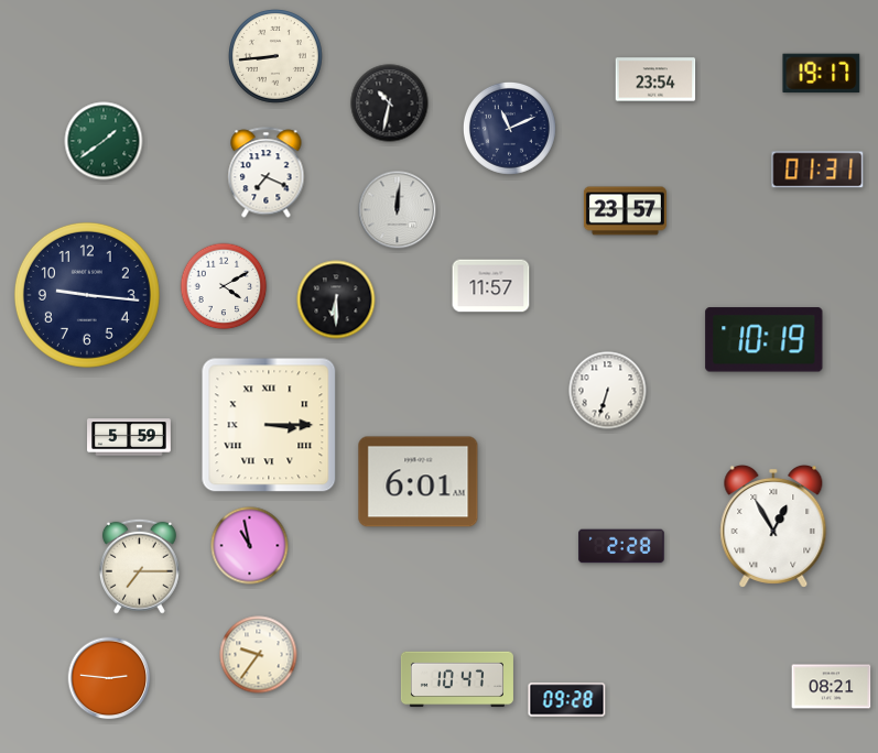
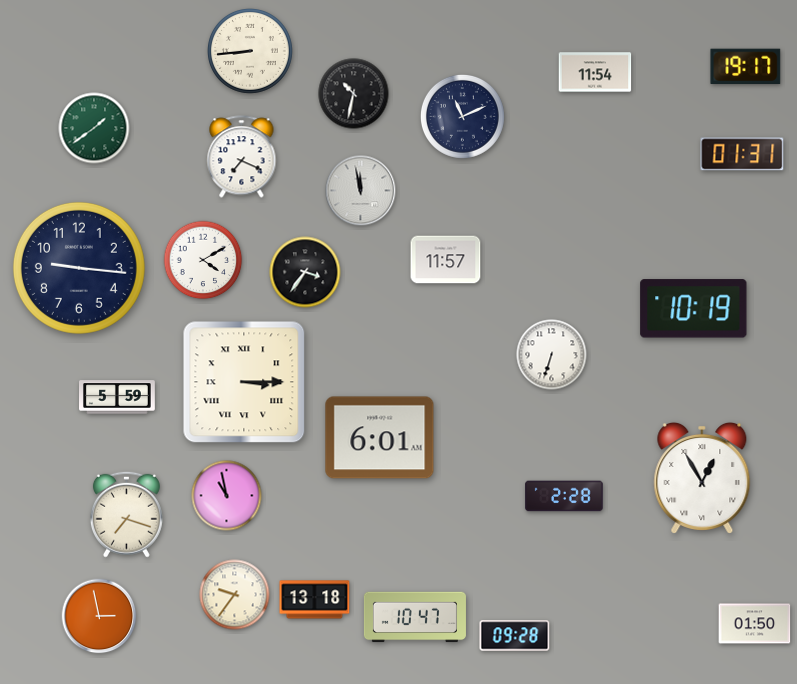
clock at (655, 79): 23:54 -> 11:54
clock at (398, 210): 12:01 -> 11:58
clock at (625, 211): 23:57 -> none
clock at (336, 299): 6:30 -> 3:36
clock at (269, 425) position: (269, 425) -> (244, 382)
clock at (139, 566): 7:15 -> 7:18
clock at (315, 600): none -> 13:18
clock at (109, 678): 2:46 -> 2:58
clock at (832, 687): 08:21 -> 01:50
